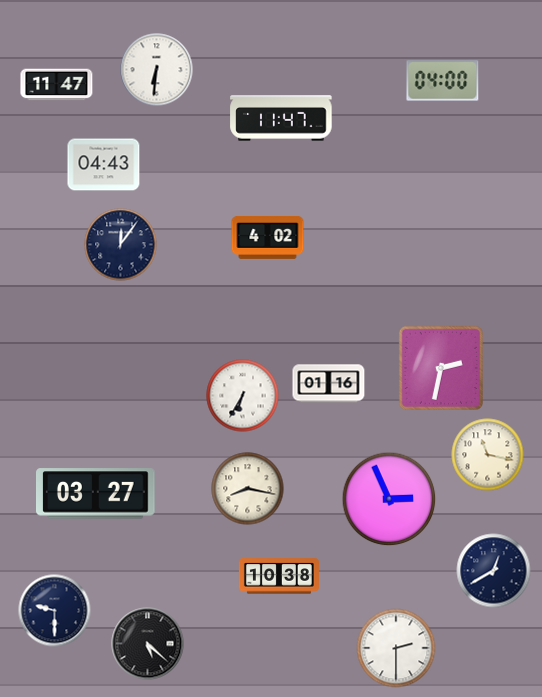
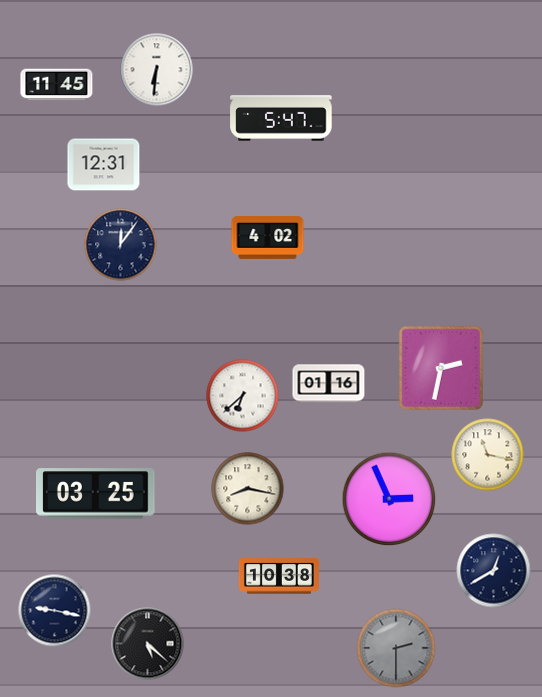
clock at (443, 81): 04:00 -> none
clock at (57, 85): 11:47 -> 11:45
clock at (281, 118): 11:47 -> 5:47
clock at (104, 165): 04:43 -> 12:31
clock at (243, 396): 6:35 -> 6:38
clock at (96, 494): 03:27 -> 03:25
clock at (55, 611): 9:30 -> 9:17
clock at (396, 648) dial: white -> grey
